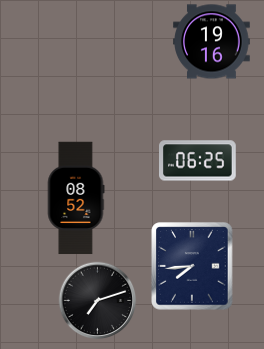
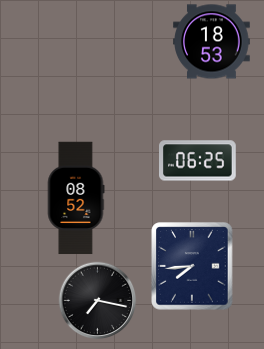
clock at (212, 42): 19:16 -> 18:53
clock at (97, 300): 7:12 -> 7:17
